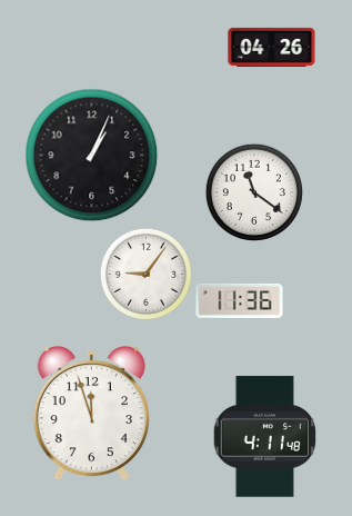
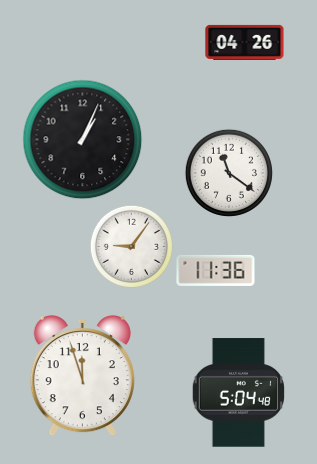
clock at (91, 414) position: (91, 414) -> (82, 376)
clock at (264, 437): 4:11 -> 5:04
